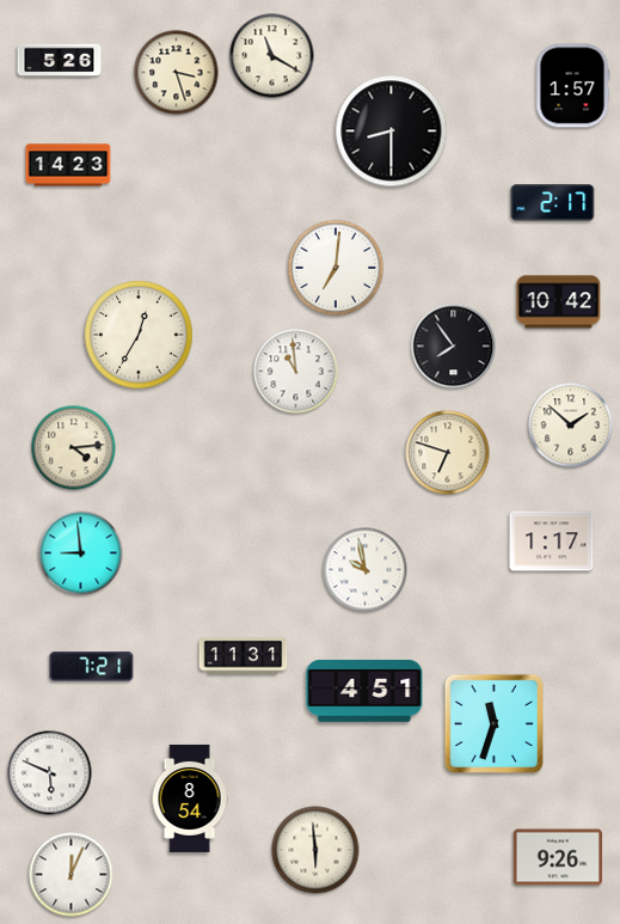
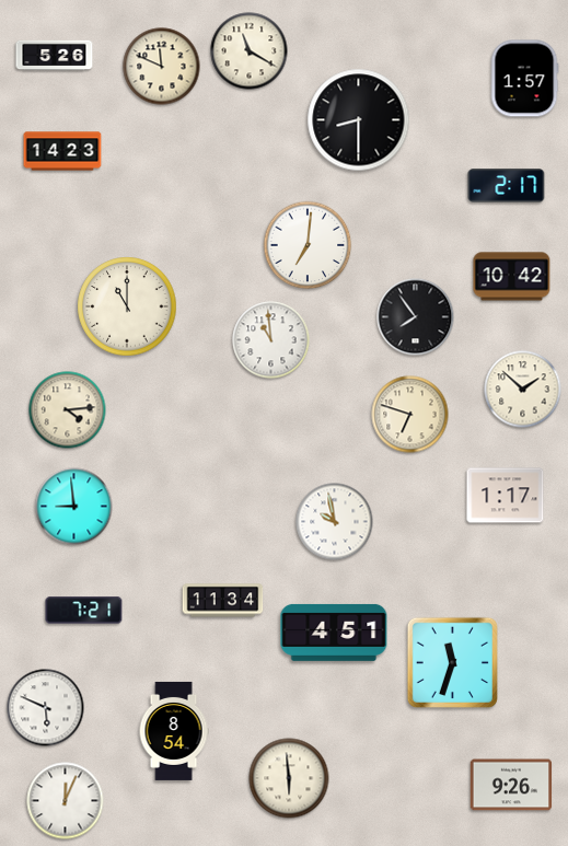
clock at (177, 73): 3:27 -> 11:49
clock at (139, 335): 12:35 -> 11:00
clock at (244, 656): 11:31 -> 11:34
